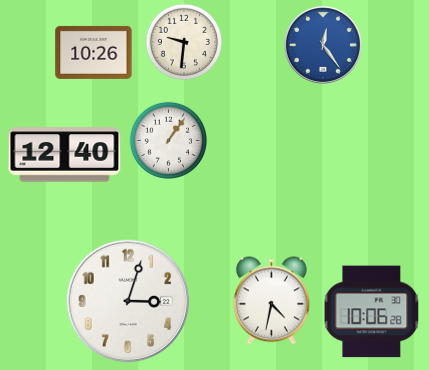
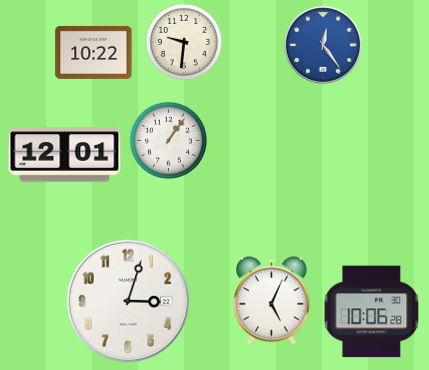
clock at (94, 52): 10:26 -> 10:22
clock at (65, 155): 12:40 -> 12:01
clock at (271, 301): 4:32 -> 5:04
